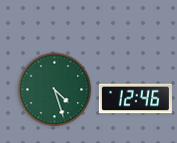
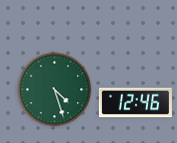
clock at (135, 99) position: (135, 99) -> (135, 103)
